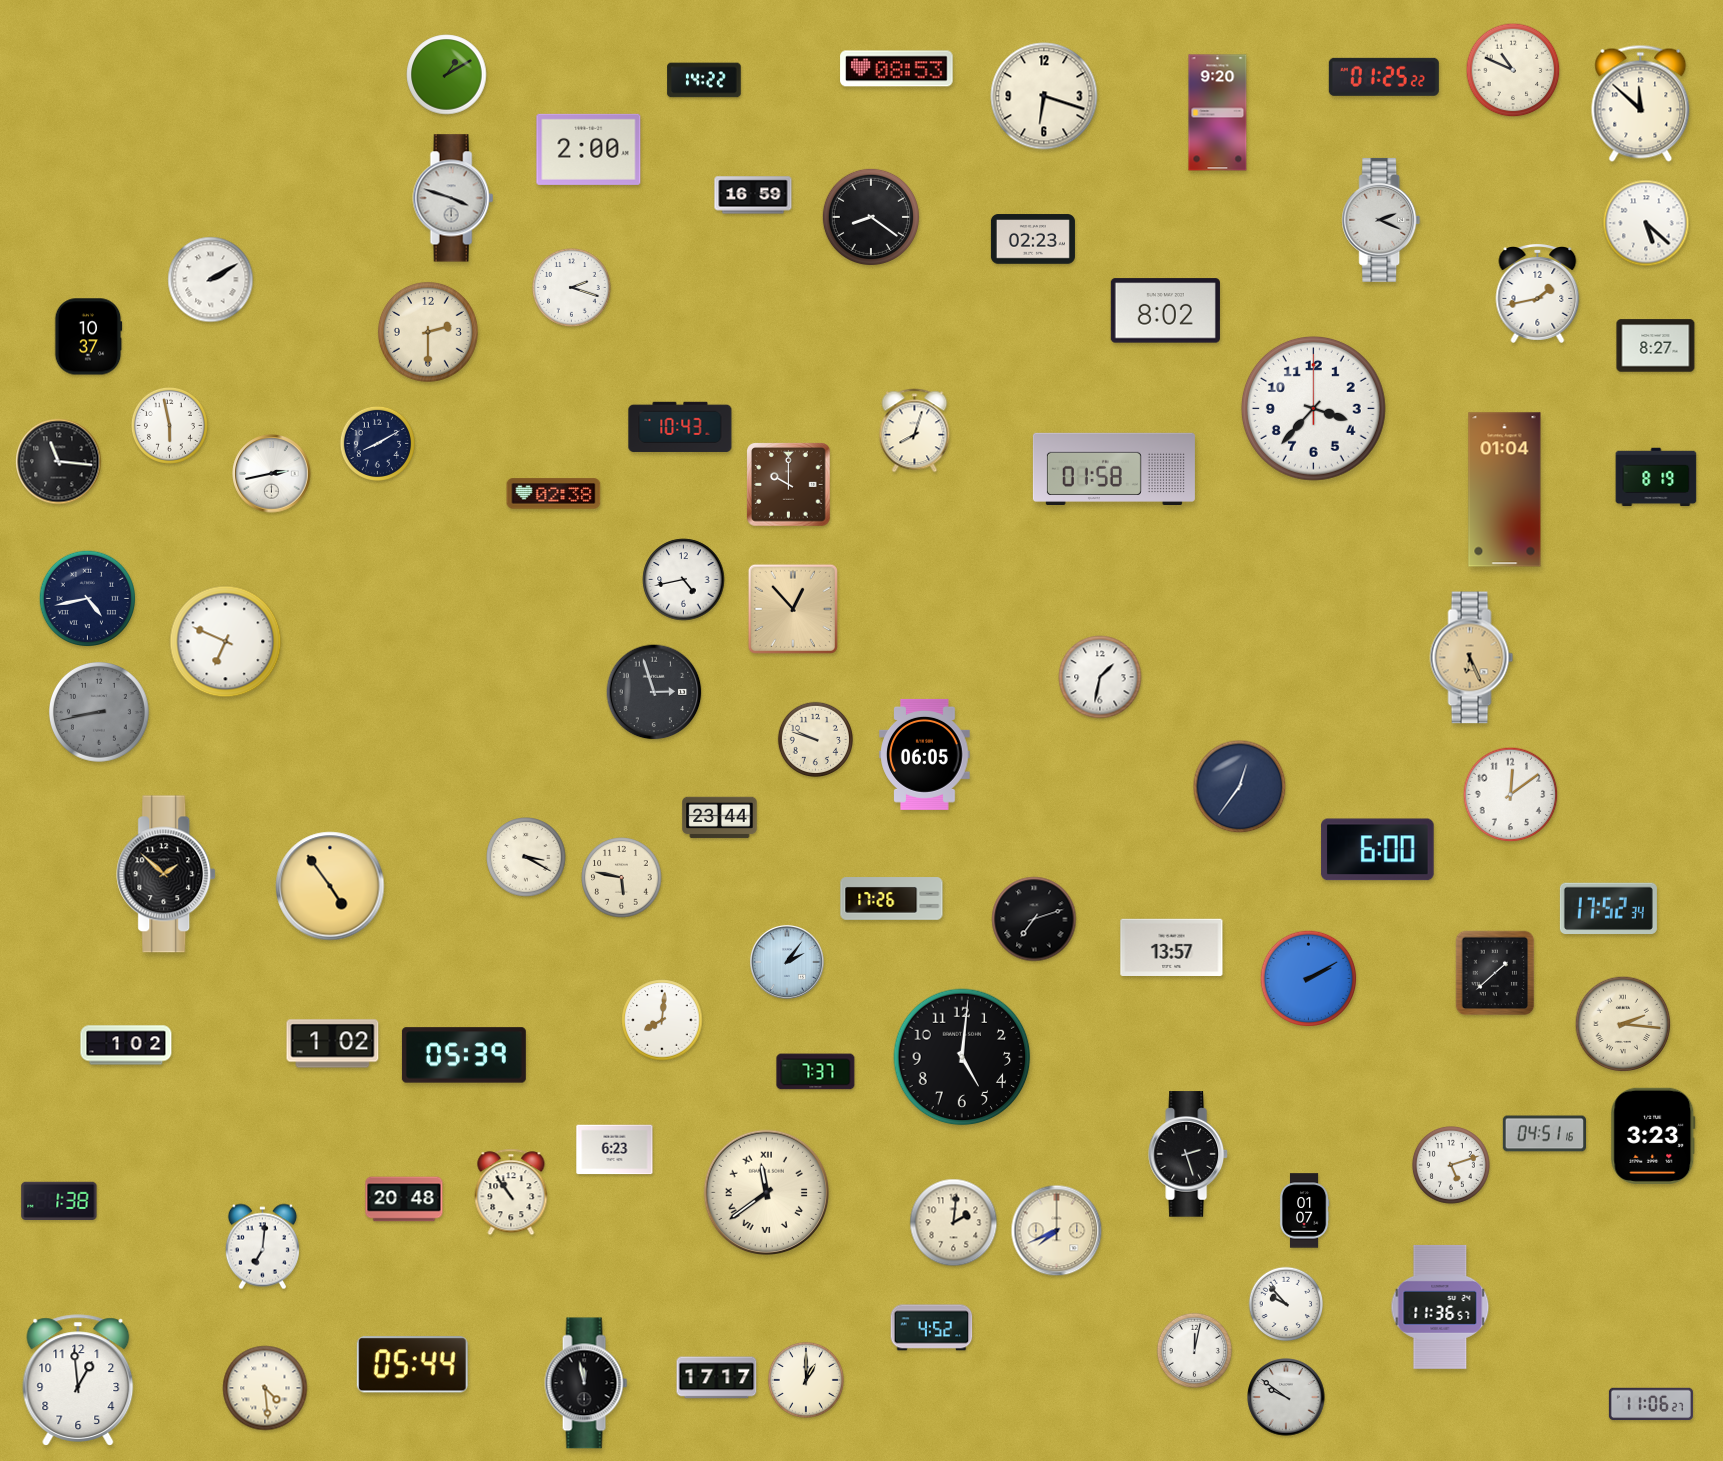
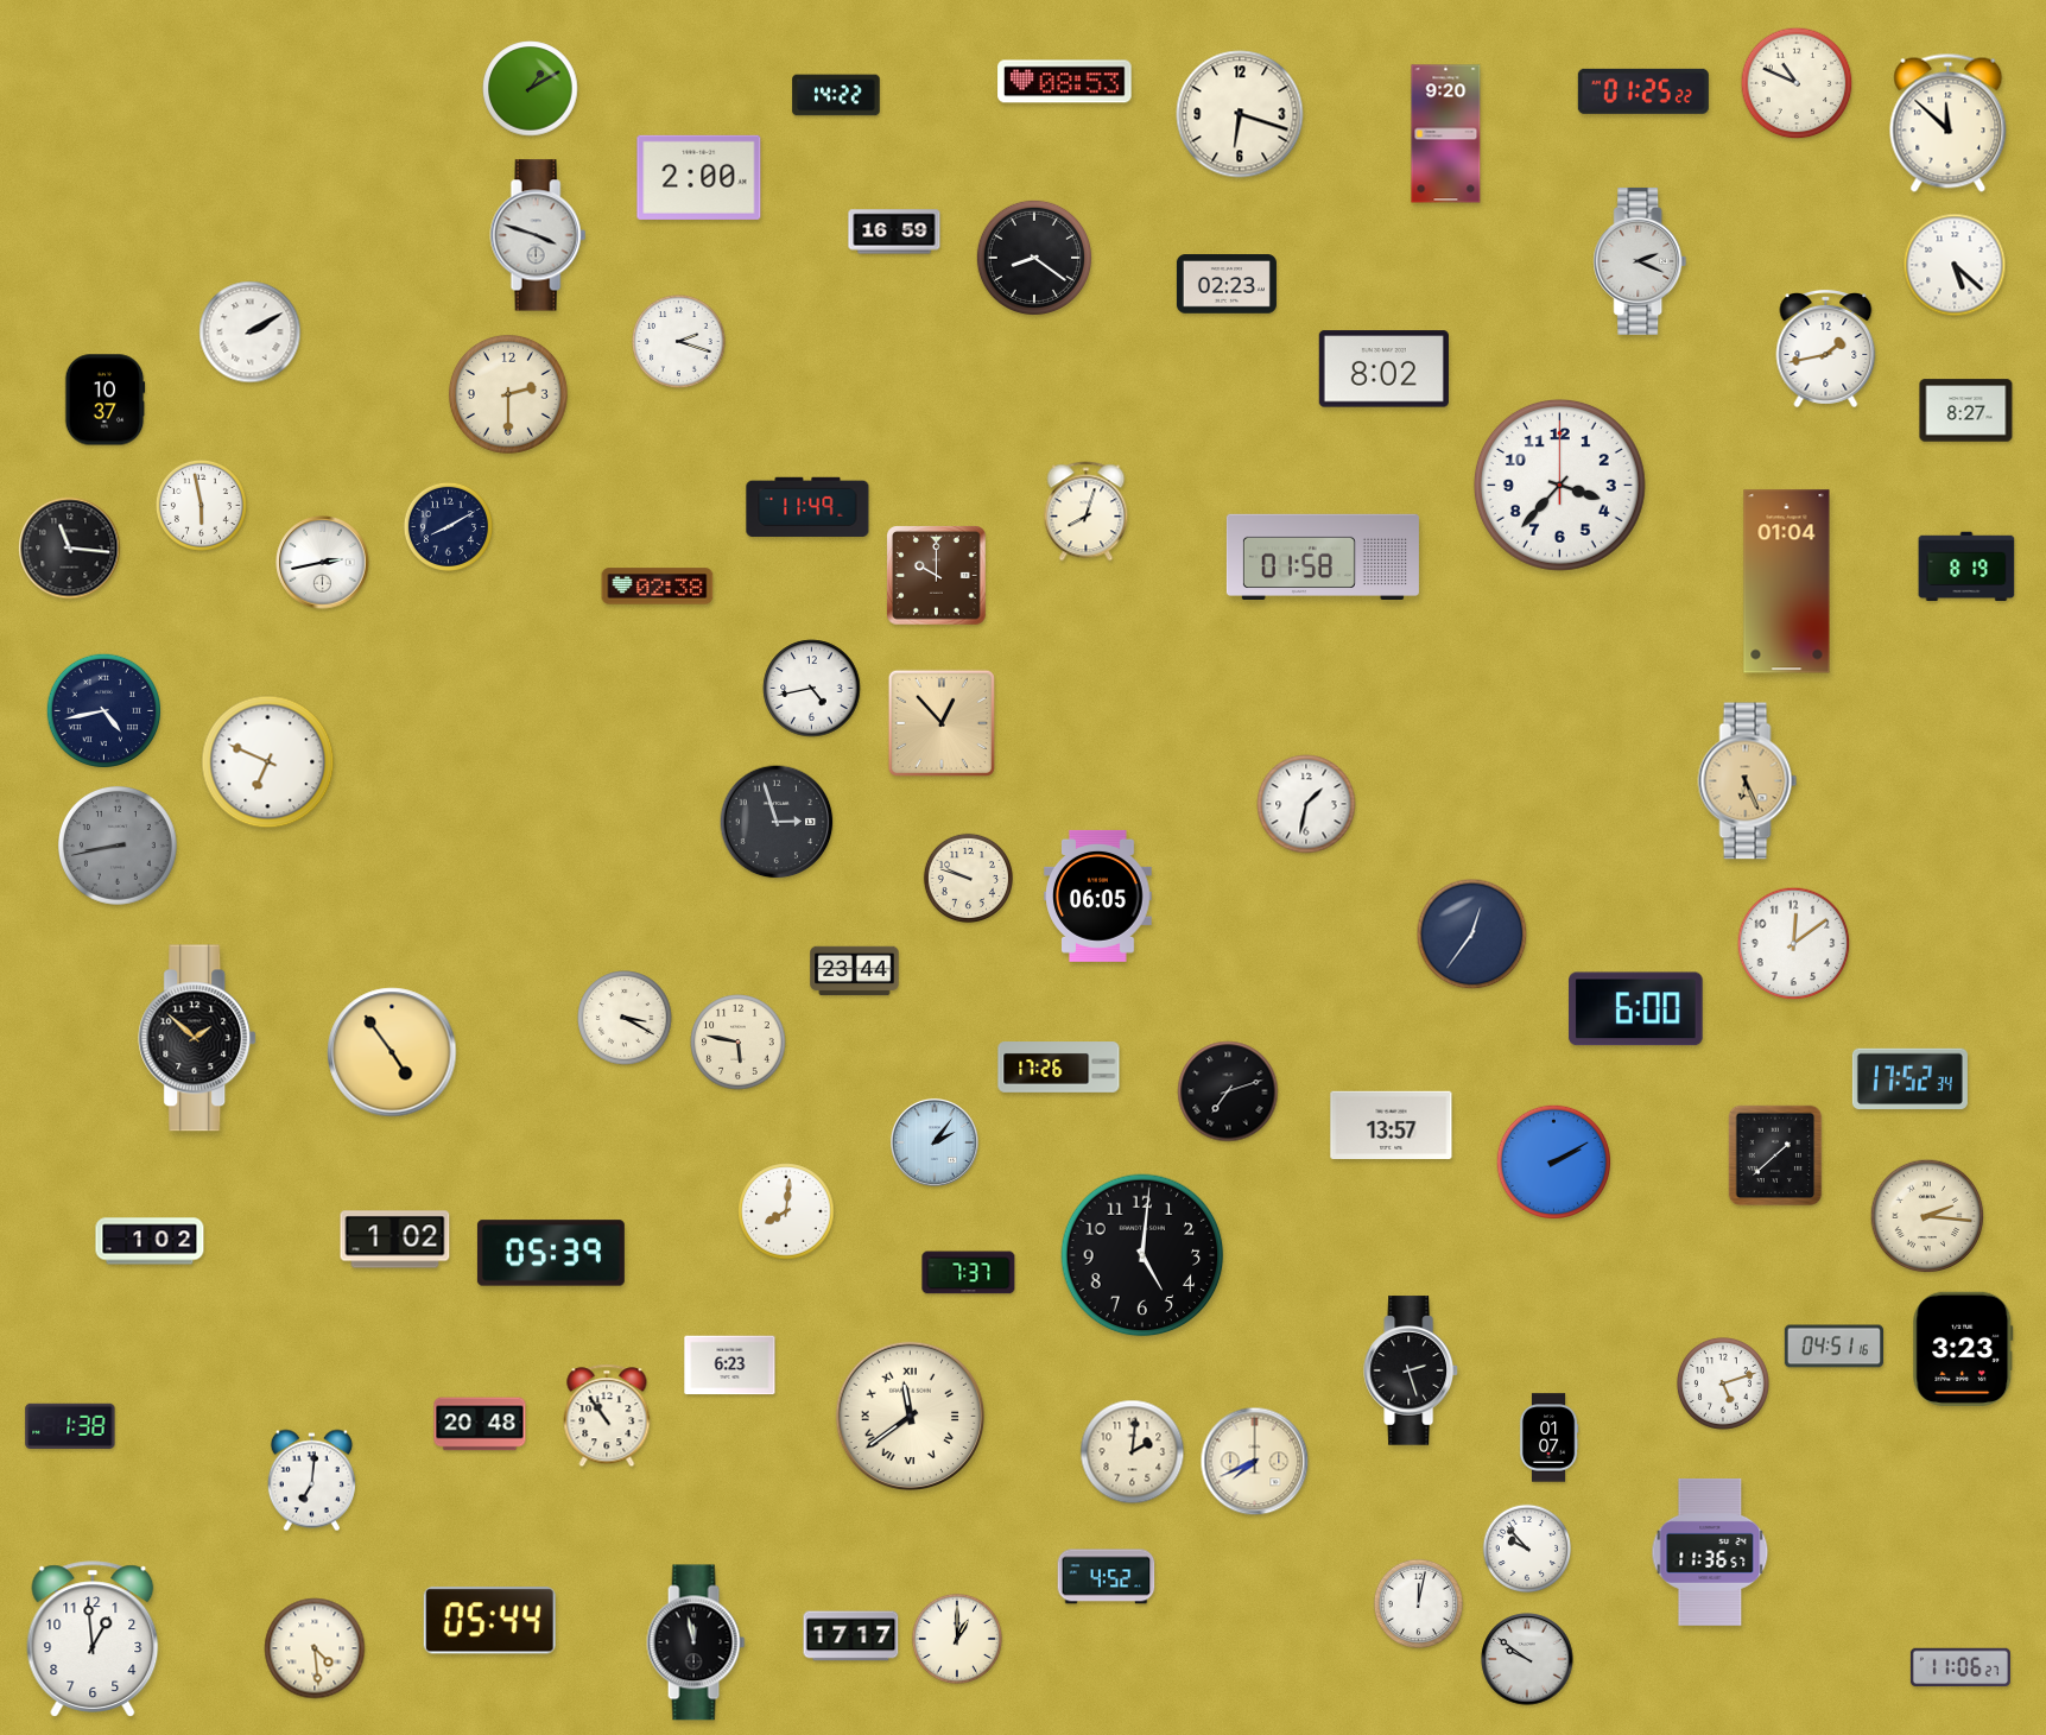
clock at (680, 426): 10:43 -> 11:49
